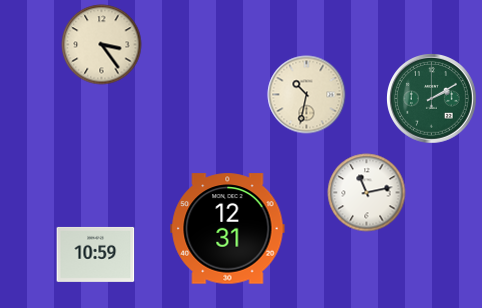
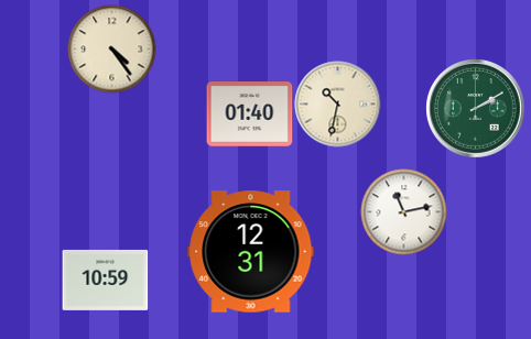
clock at (101, 44): 3:24 -> 4:24
clock at (249, 114): none -> 01:40
